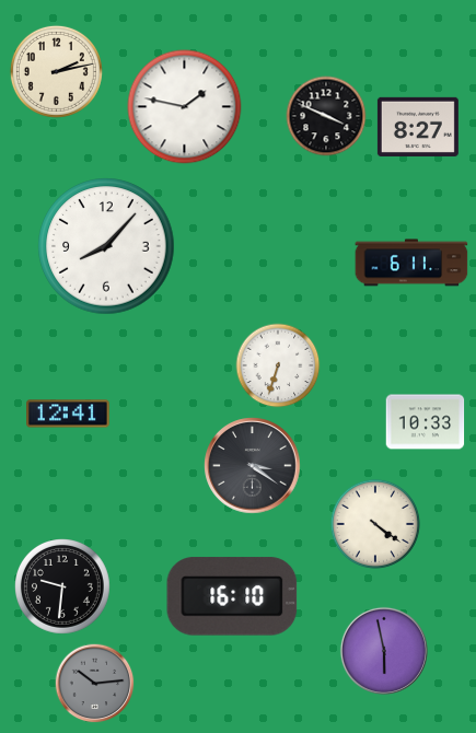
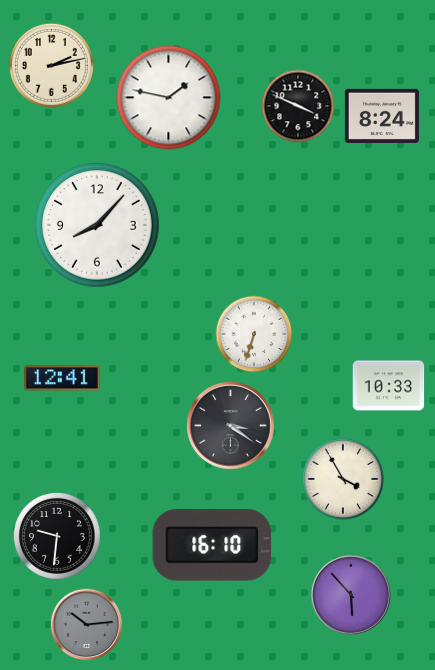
clock at (418, 127): 8:27 -> 8:24
clock at (411, 263): 6:11 -> none
clock at (374, 523): 4:21 -> 3:55
clock at (384, 651): 5:58 -> 5:53
